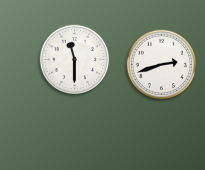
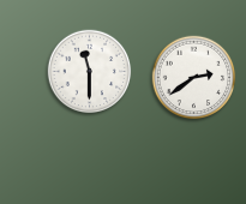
clock at (162, 65): 2:42 -> 2:39
